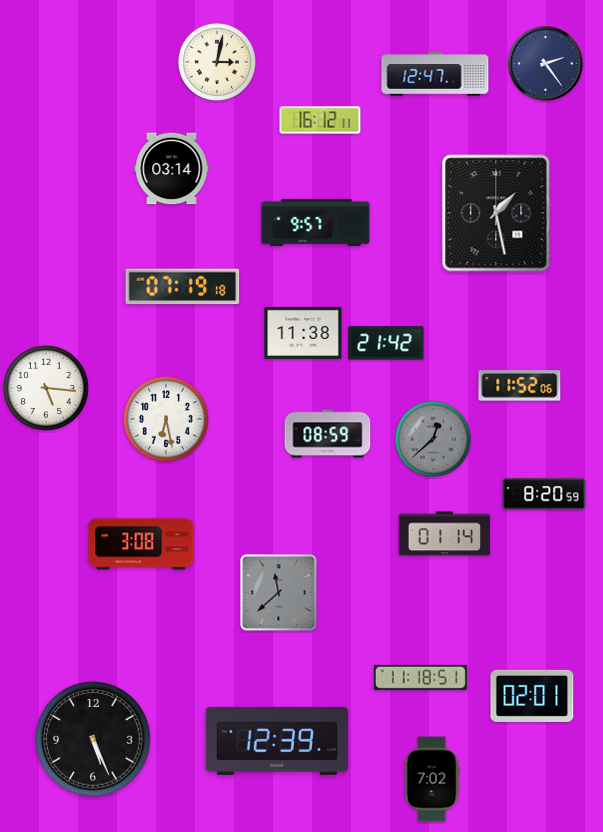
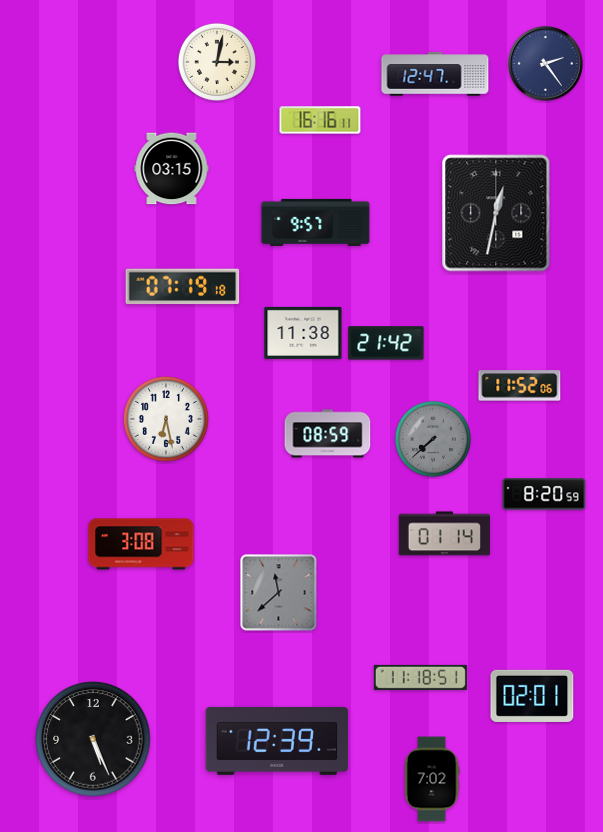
clock at (320, 120): 16:12 -> 16:16
clock at (172, 169): 03:14 -> 03:15
clock at (496, 213): 1:28 -> 12:32
clock at (46, 388): 5:16 -> none
clock at (433, 439): 12:38 -> 7:38
